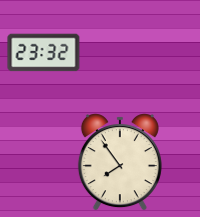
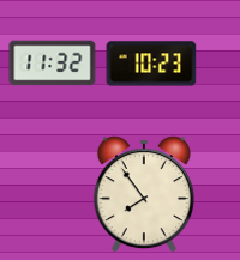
clock at (44, 53): 23:32 -> 11:32
clock at (151, 64): none -> 10:23
